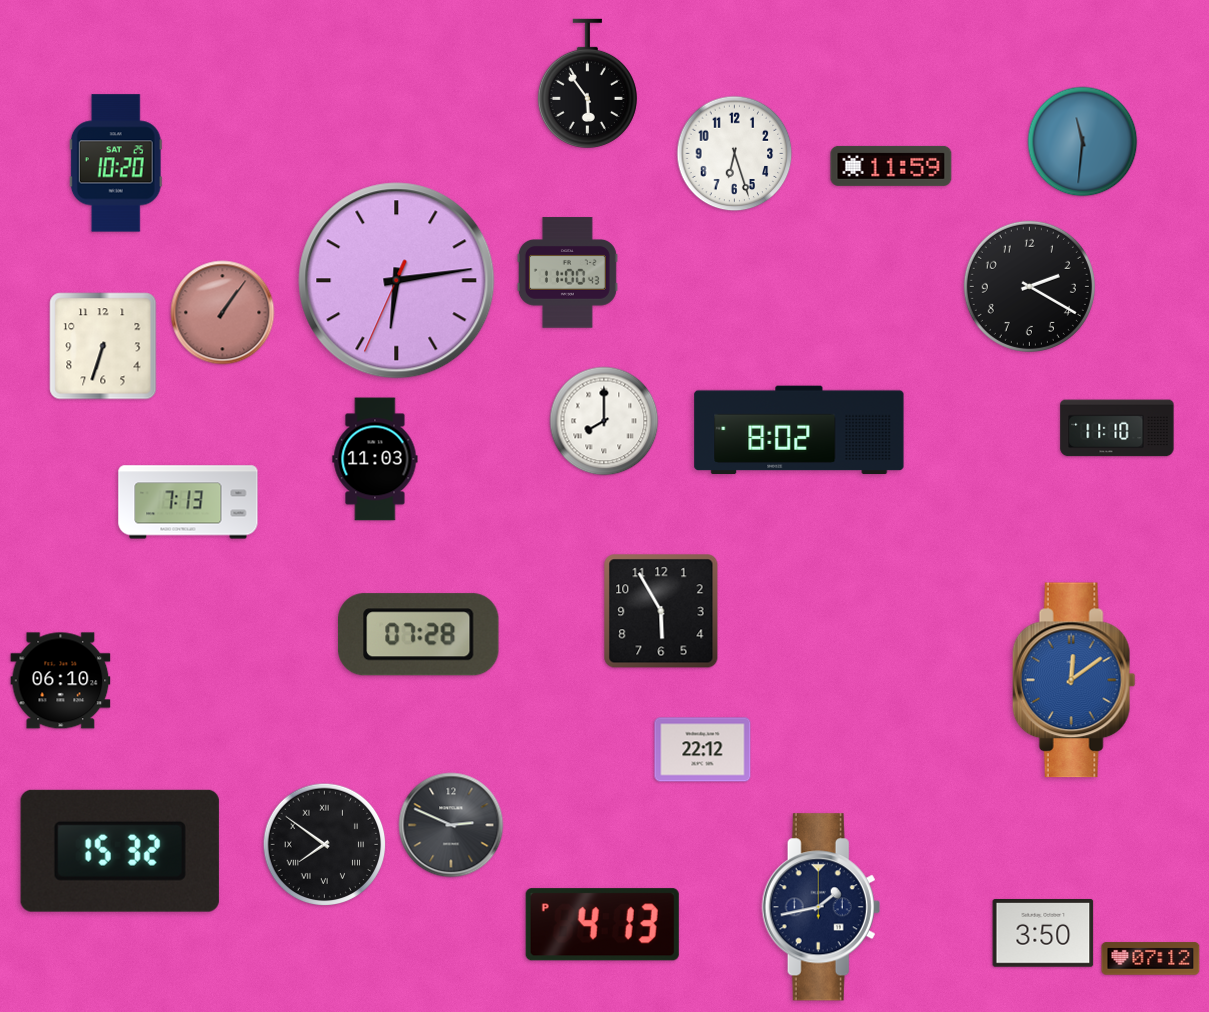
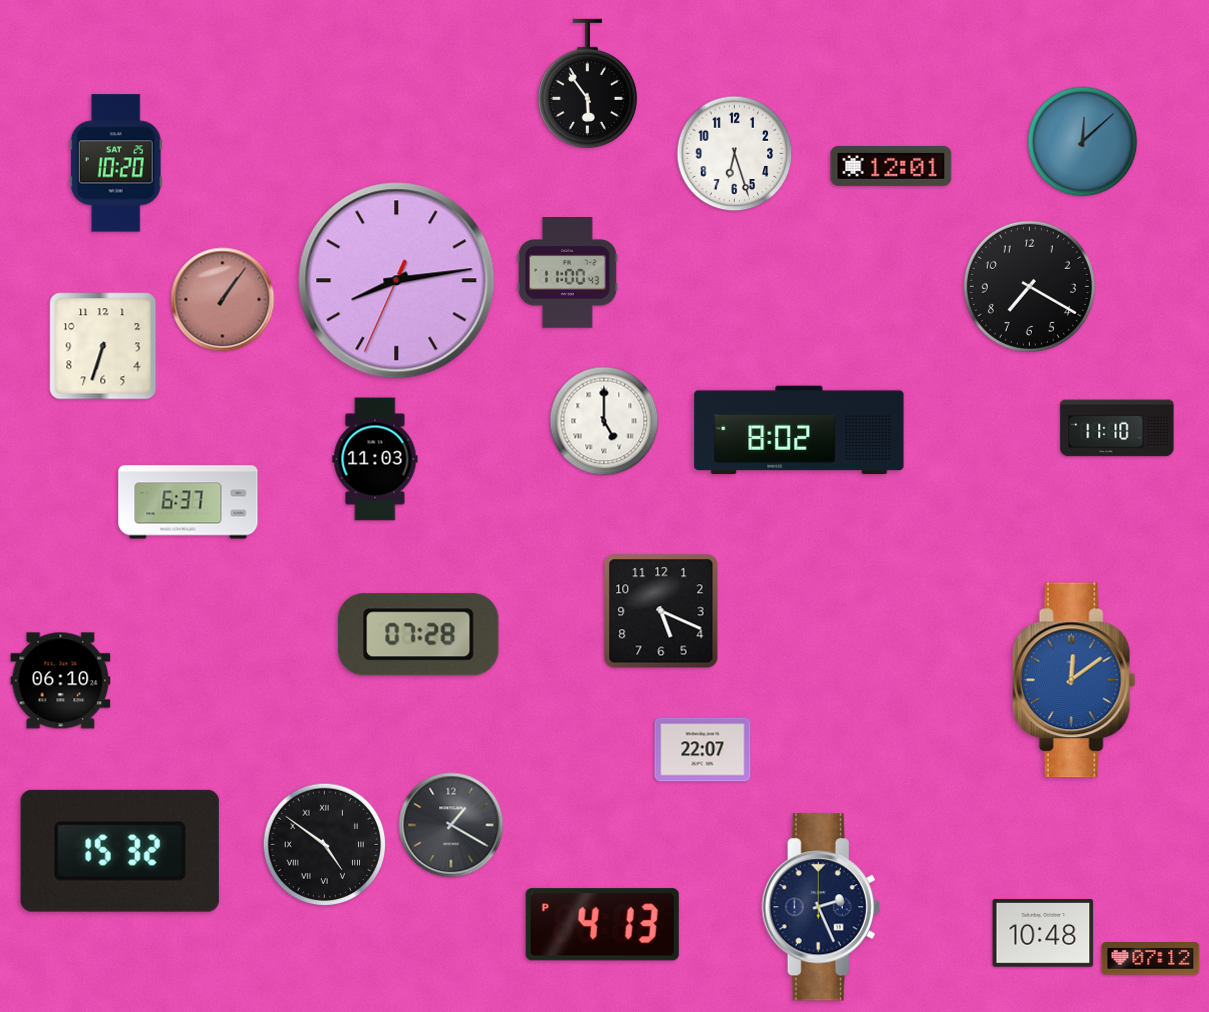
clock at (1083, 142): 11:31 -> 12:08
clock at (891, 166): 11:59 -> 12:01
clock at (397, 281): 6:13 -> 8:13
clock at (1029, 286): 2:20 -> 7:20
clock at (223, 313) position: (223, 313) -> (223, 300)
clock at (604, 421): 8:00 -> 5:00
clock at (188, 502): 7:13 -> 6:37
clock at (661, 611): 5:55 -> 5:19
clock at (703, 750): 22:12 -> 22:07
clock at (451, 825): 2:49 -> 1:20
clock at (325, 845): 7:51 -> 4:51
clock at (821, 907): 1:43 -> 2:26
clock at (1043, 934): 3:50 -> 10:48
